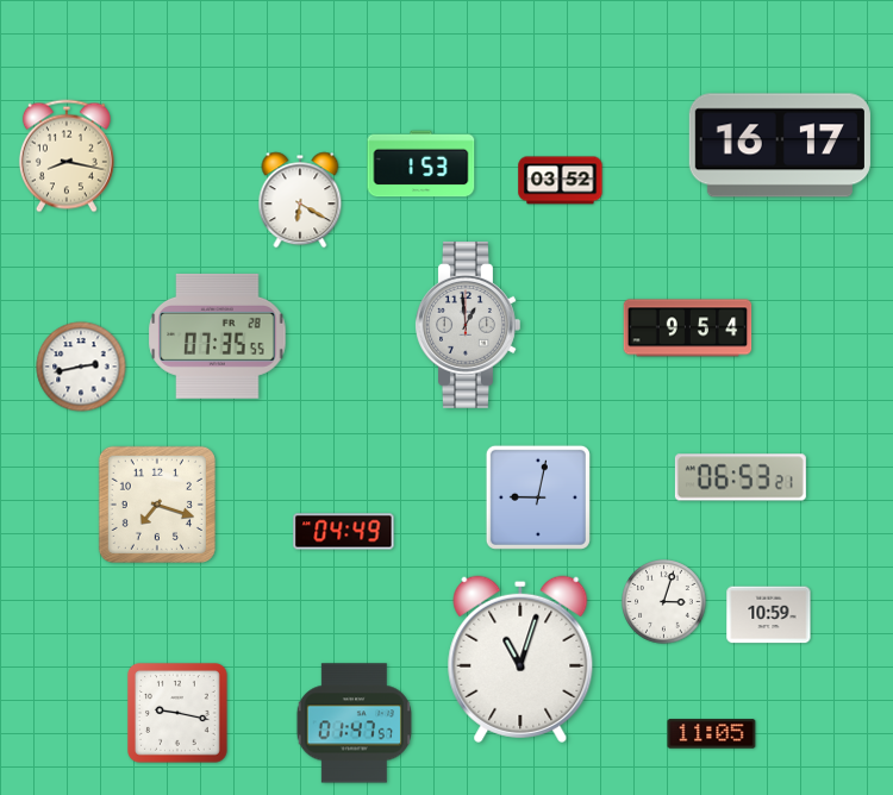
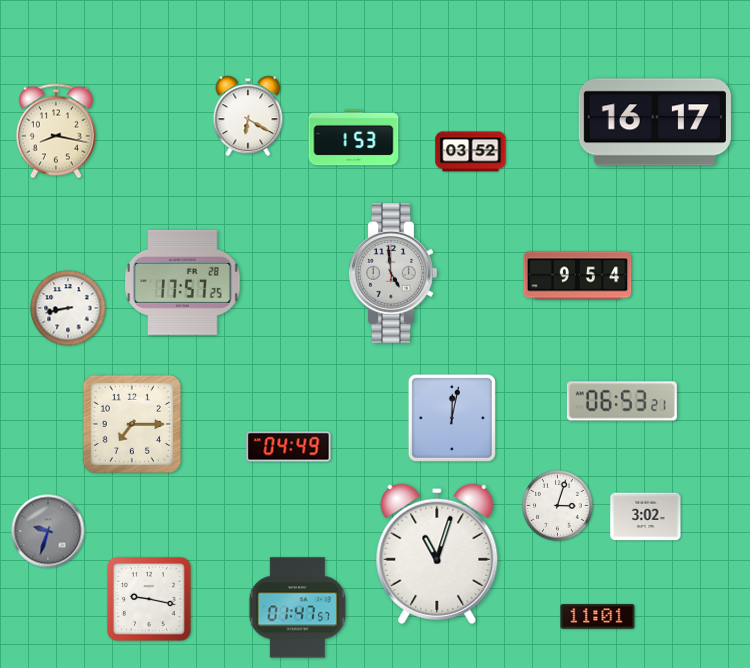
clock at (300, 200) position: (300, 200) -> (248, 116)
clock at (468, 325): 12:59 -> 4:59
clock at (218, 336): 07:35 -> 17:57
clock at (81, 367): 2:43 -> 8:43
clock at (538, 497): 9:02 -> 12:02
clock at (157, 505): 7:18 -> 7:15
clock at (769, 615): 10:59 -> 3:02
clock at (48, 531): none -> 9:33
clock at (712, 734): 11:05 -> 11:01
